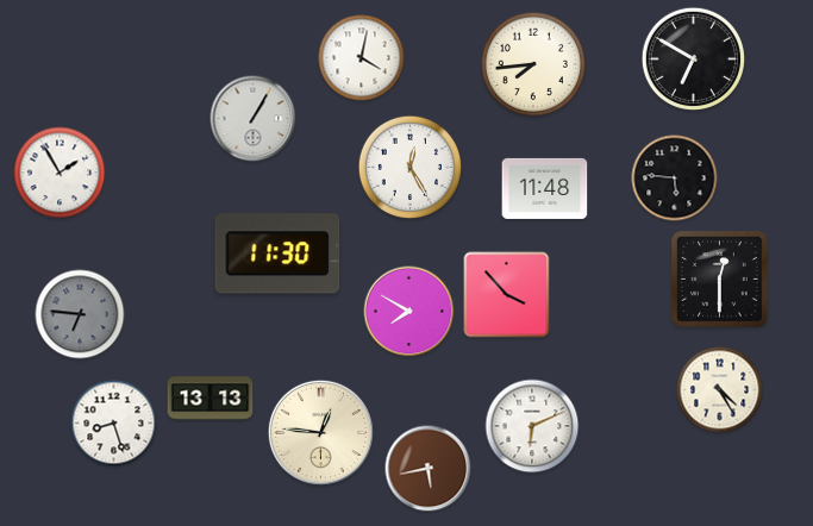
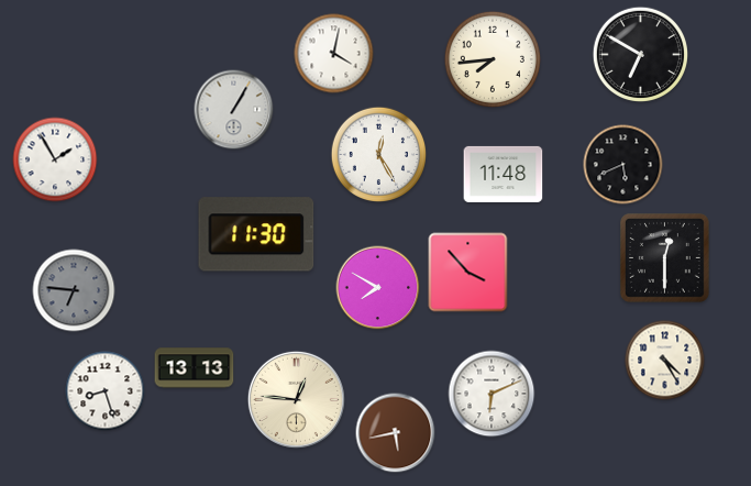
clock at (675, 179): 5:46 -> 5:41
